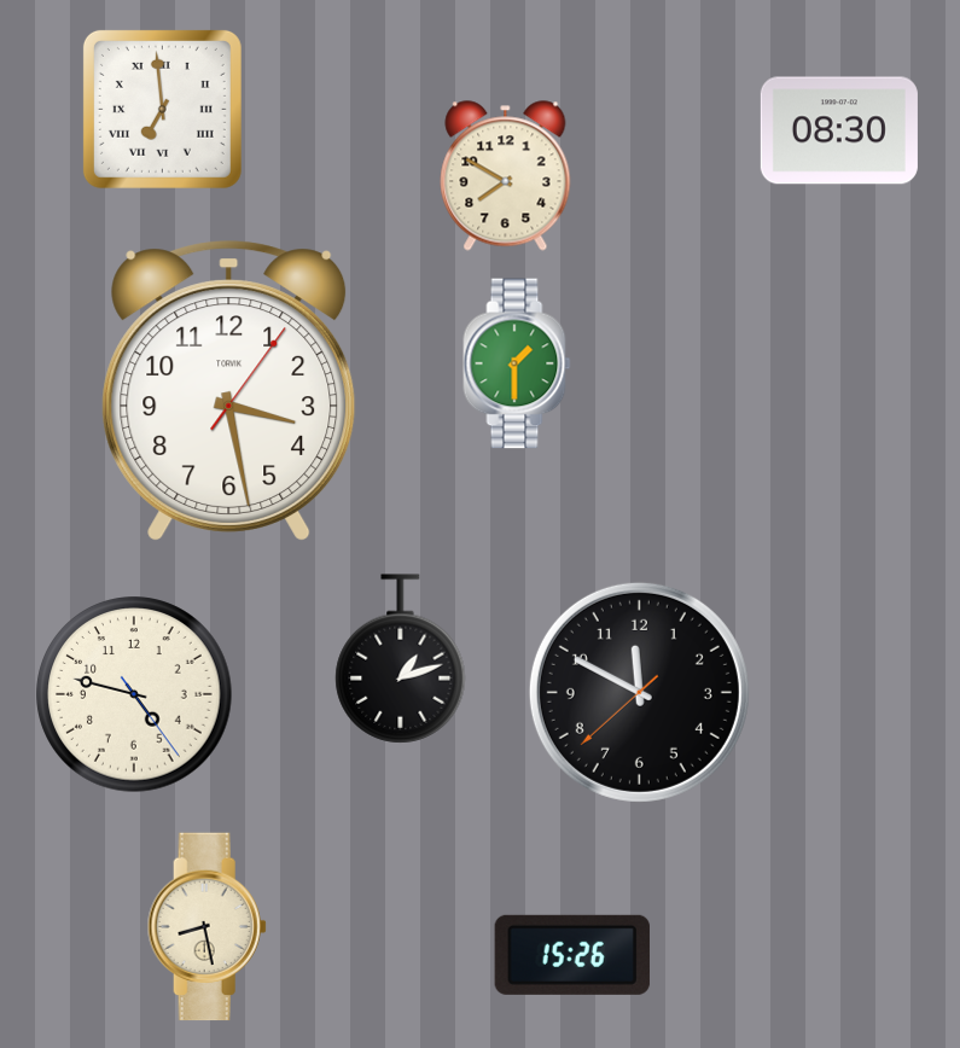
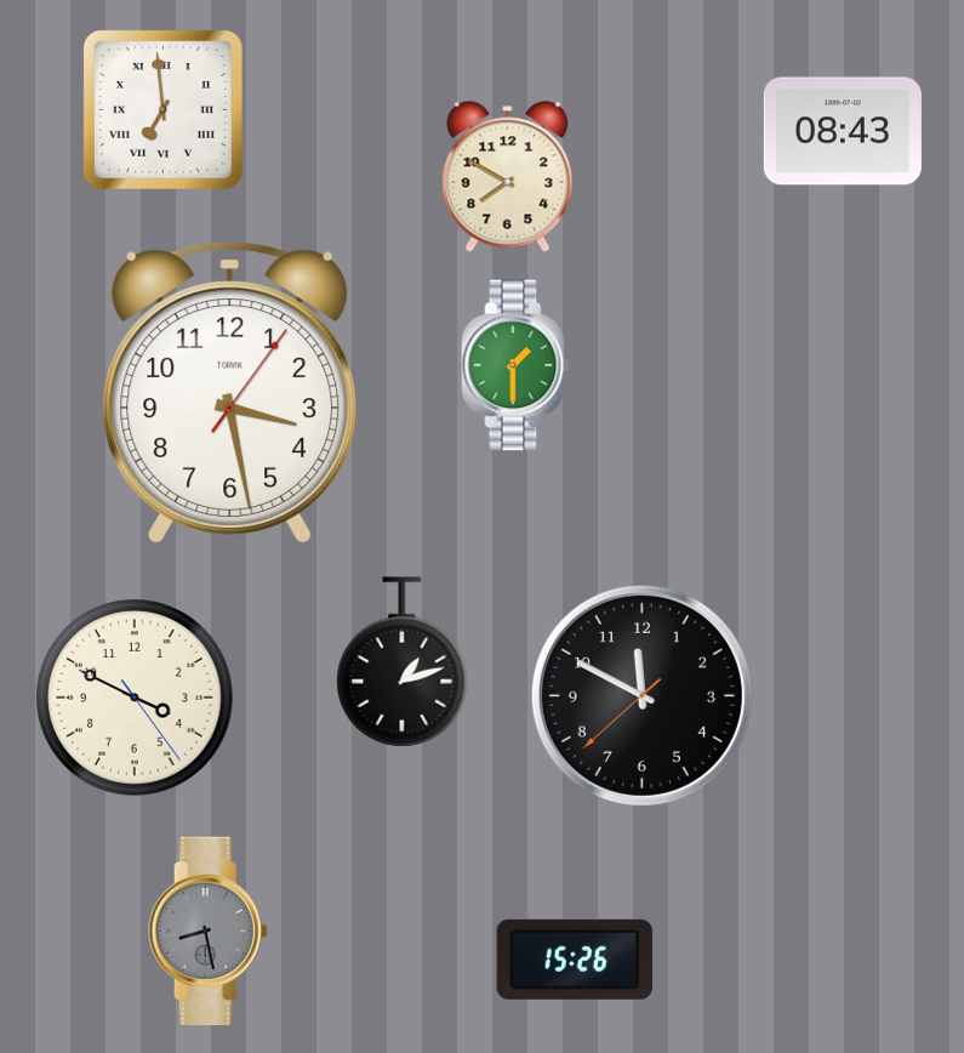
clock at (839, 130): 08:30 -> 08:43
clock at (517, 363) position: (517, 363) -> (515, 365)
clock at (134, 694): 4:47 -> 3:49
clock at (206, 927) dial: cream -> grey
